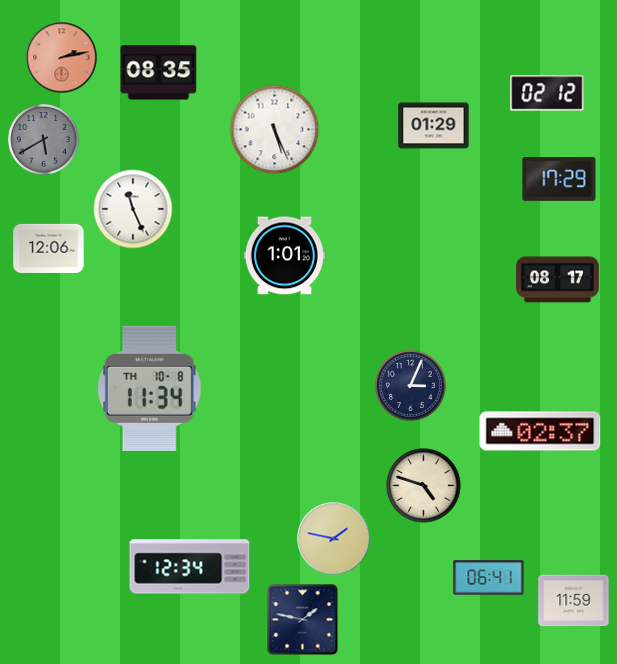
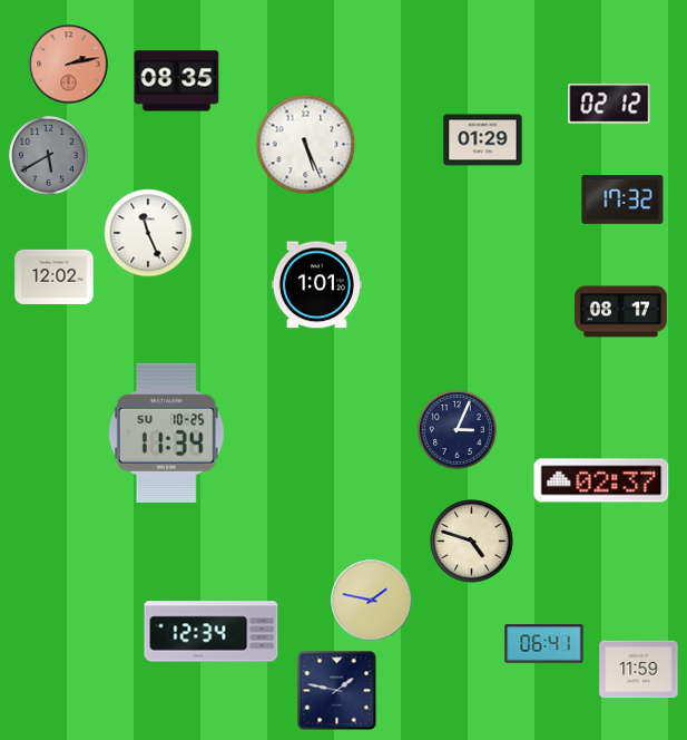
clock at (559, 179): 17:29 -> 17:32
clock at (49, 248): 12:06 -> 12:02
clock at (149, 388) date: TH 10-8 -> SU 10-25
